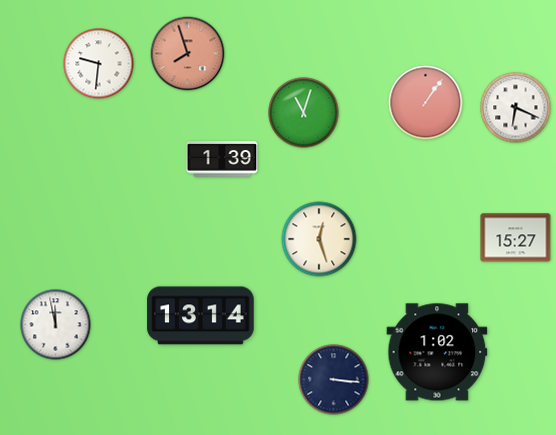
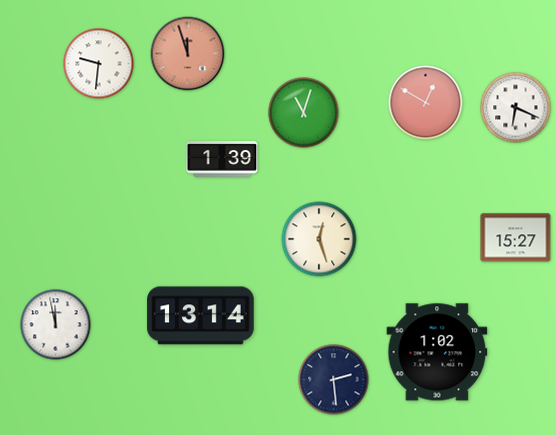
clock at (188, 54): 7:57 -> 11:57
clock at (426, 103): 1:06 -> 12:50
clock at (334, 380): 3:16 -> 2:29
